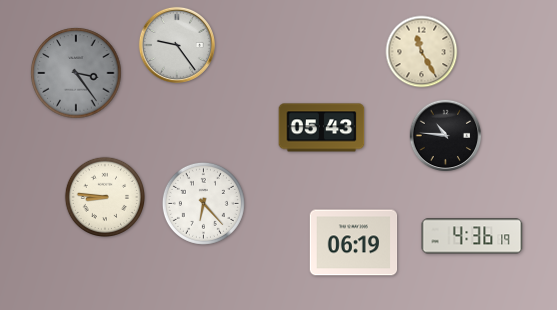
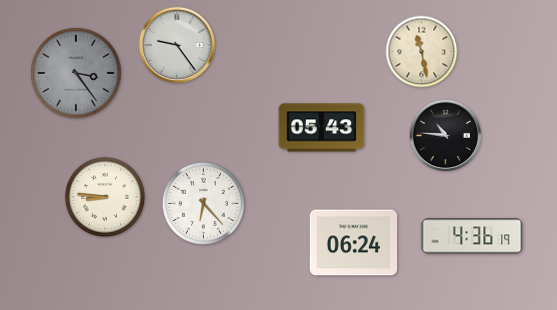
clock at (422, 52): 11:25 -> 11:28
clock at (354, 243): 06:19 -> 06:24
